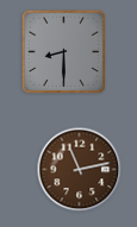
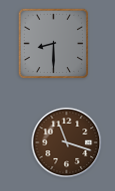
clock at (80, 170): 11:13 -> 11:18
